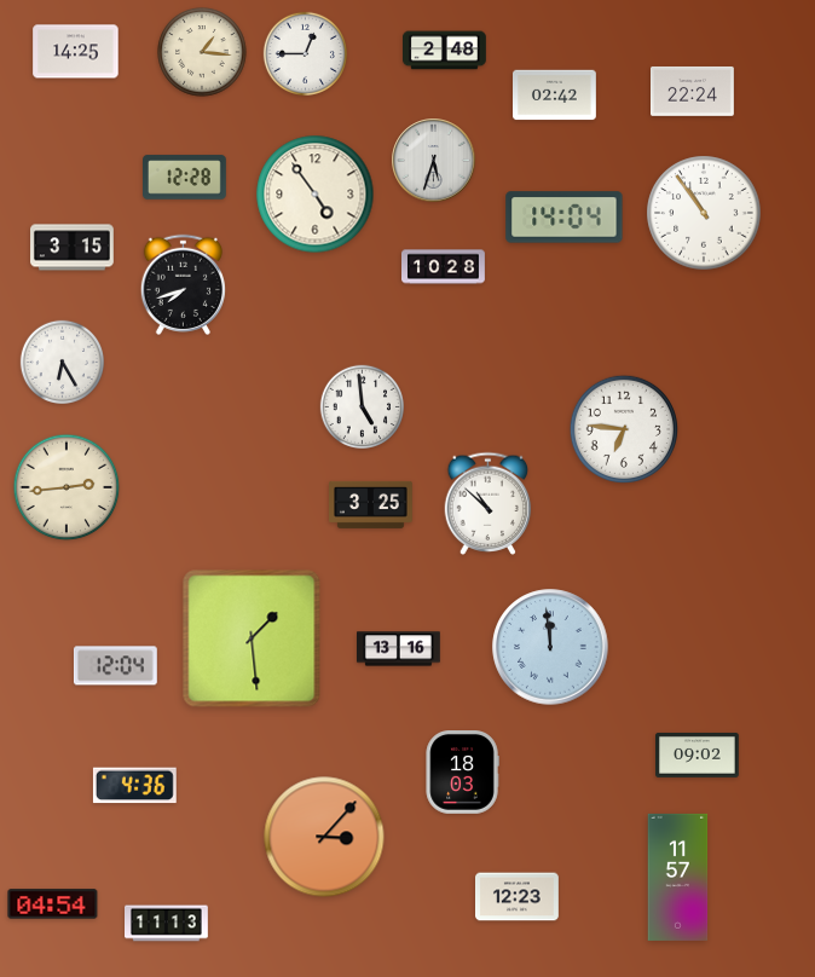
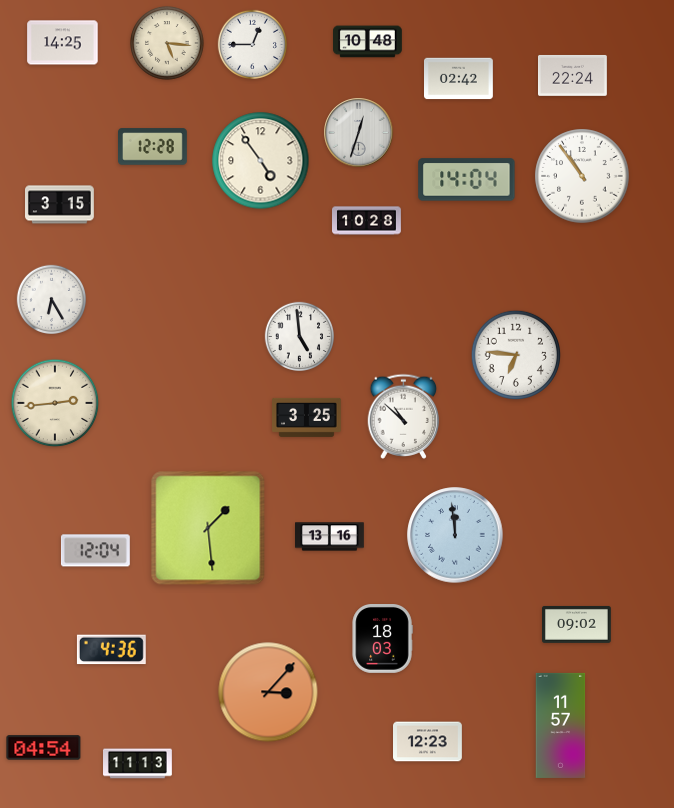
clock at (445, 51): 2:48 -> 10:48
clock at (202, 52): 1:16 -> 5:16
clock at (434, 161): 5:33 -> 12:33
clock at (183, 284): 7:42 -> none
